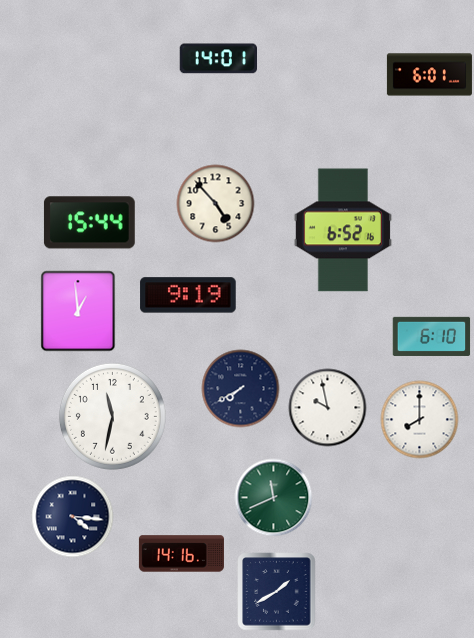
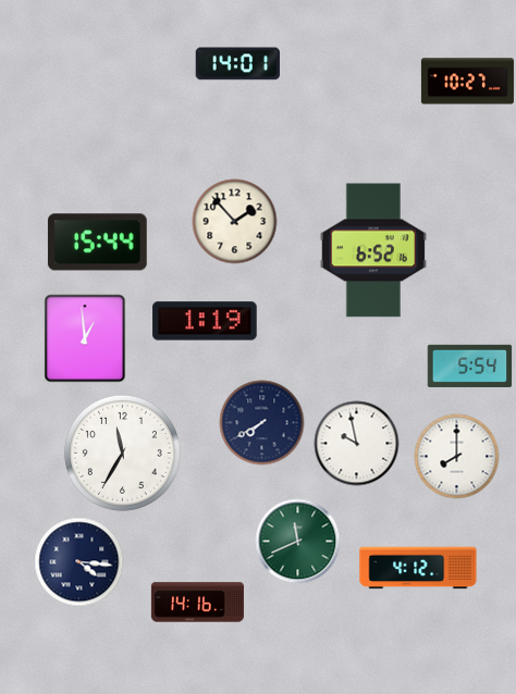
clock at (429, 75): 6:01 -> 10:27
clock at (215, 203): 4:53 -> 1:53
clock at (188, 295): 9:19 -> 1:19
clock at (431, 336): 6:10 -> 5:54
clock at (112, 416): 11:32 -> 11:35
clock at (418, 568): none -> 4:12
clock at (276, 591): 1:40 -> none
